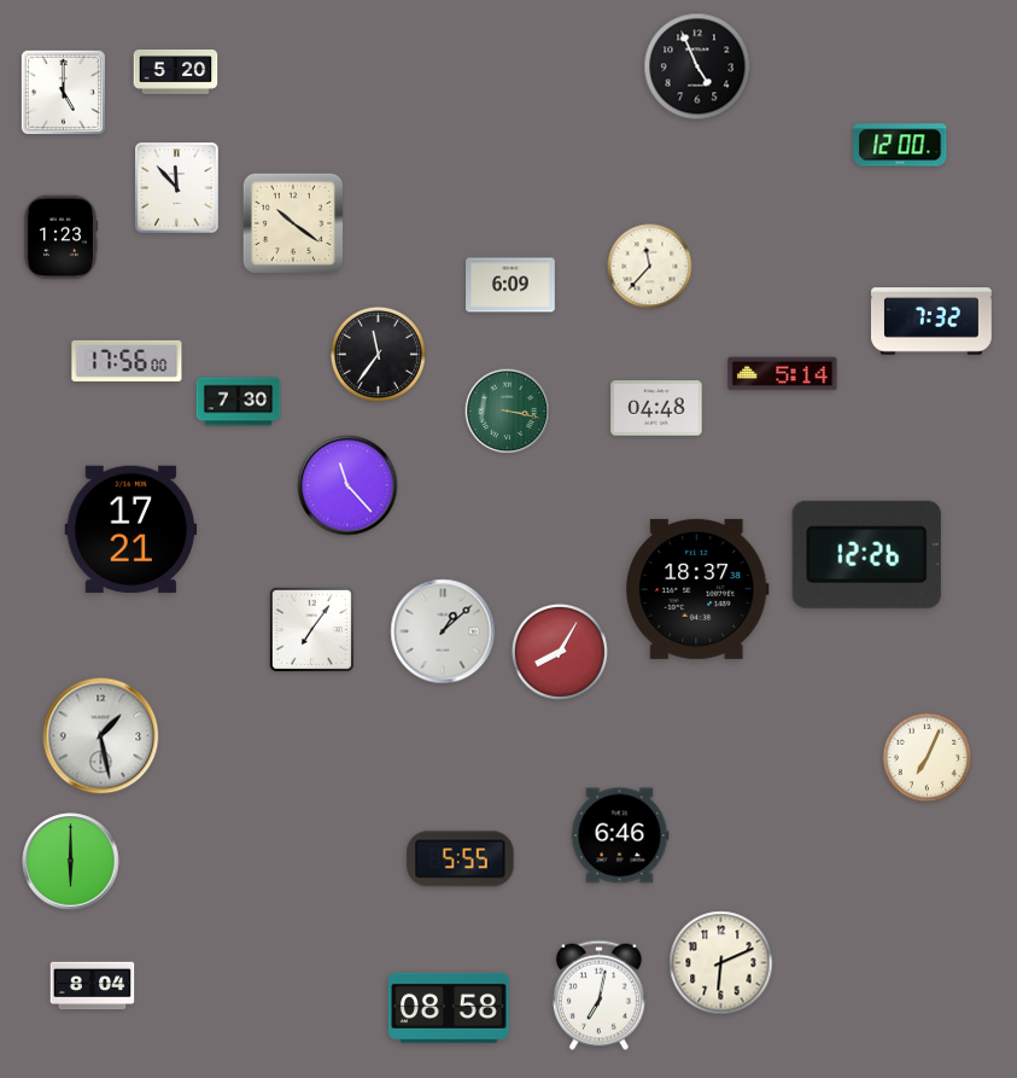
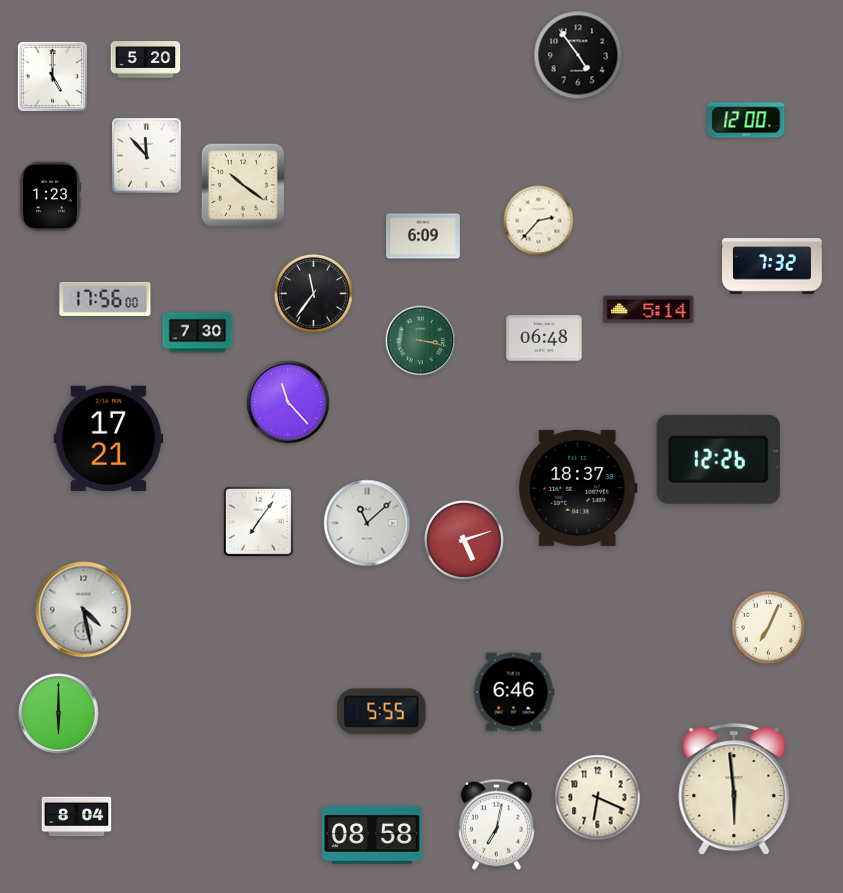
clock at (697, 66): 4:56 -> 4:54
clock at (650, 267): 11:37 -> 2:37
clock at (656, 408): 04:48 -> 06:48
clock at (443, 631): 1:08 -> 11:08
clock at (560, 652): 8:05 -> 5:12
clock at (101, 736): 1:28 -> 4:28
clock at (734, 790): none -> 5:59
clock at (721, 963): 6:11 -> 6:19
